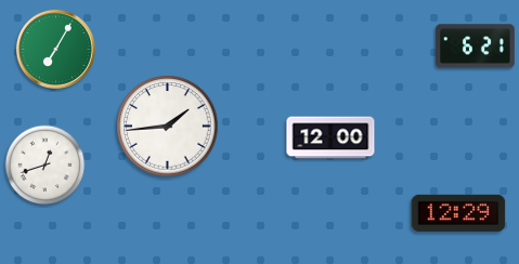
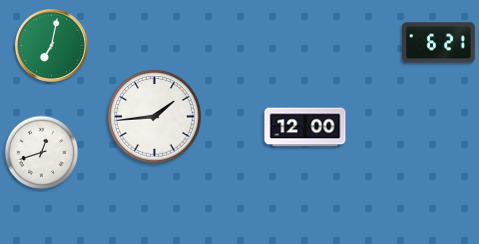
clock at (55, 49): 7:05 -> 7:02
clock at (458, 213): 12:29 -> none
